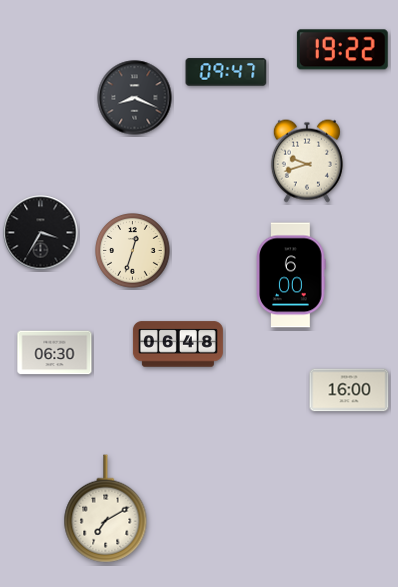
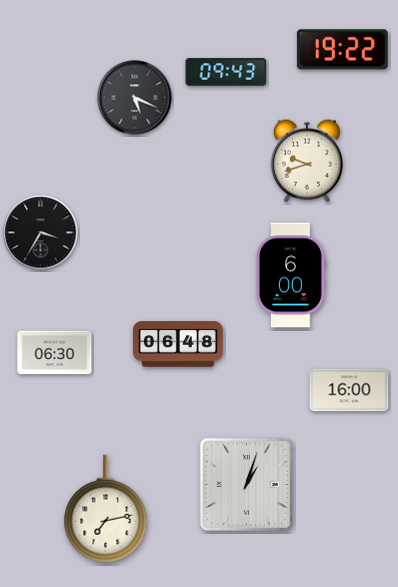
clock at (226, 72): 09:47 -> 09:43
clock at (135, 98): 8:19 -> 5:19
clock at (133, 251): 12:33 -> none
clock at (246, 484): none -> 1:03
clock at (106, 509): 7:10 -> 7:13
